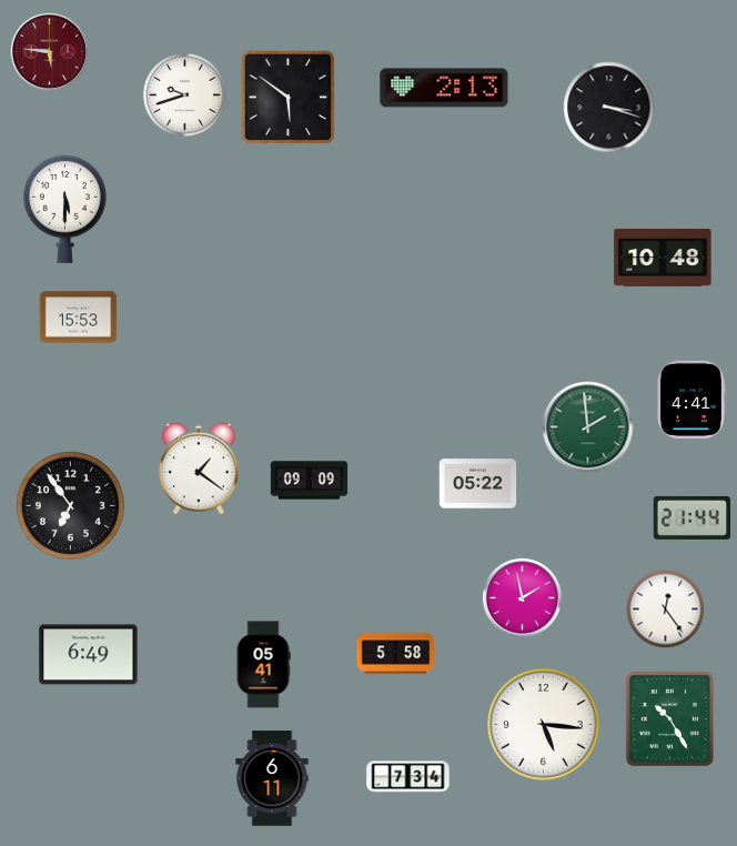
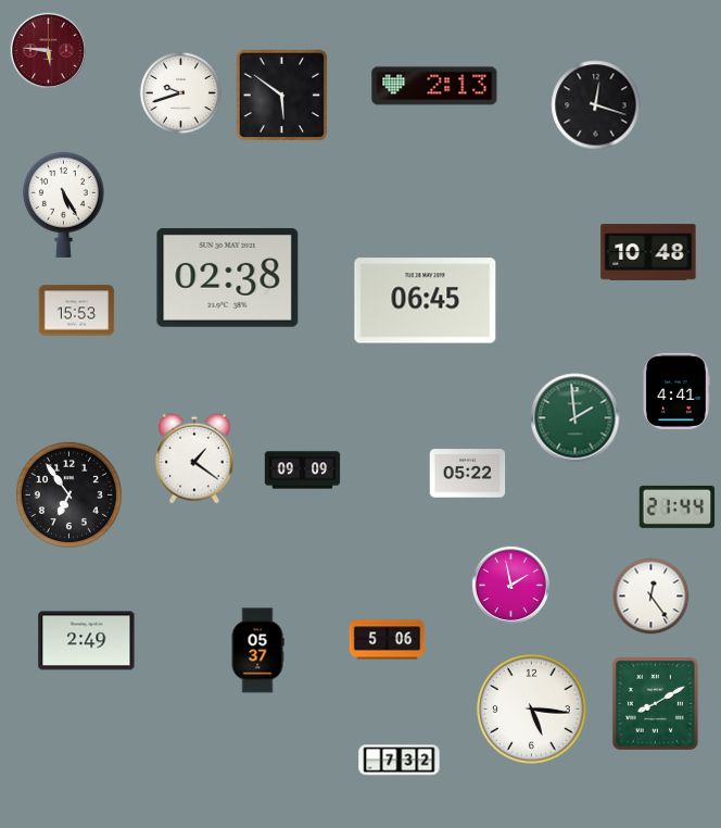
clock at (609, 108): 3:18 -> 12:18
clock at (64, 209): 5:30 -> 5:25
clock at (228, 277): none -> 02:38
clock at (426, 301): none -> 06:45
clock at (396, 654): 5:58 -> 5:06
clock at (89, 655): 6:49 -> 2:49
clock at (263, 665): 05:41 -> 05:37
clock at (669, 718): 10:25 -> 8:10
clock at (408, 777): 7:34 -> 7:32
clock at (272, 778): 6:11 -> none
